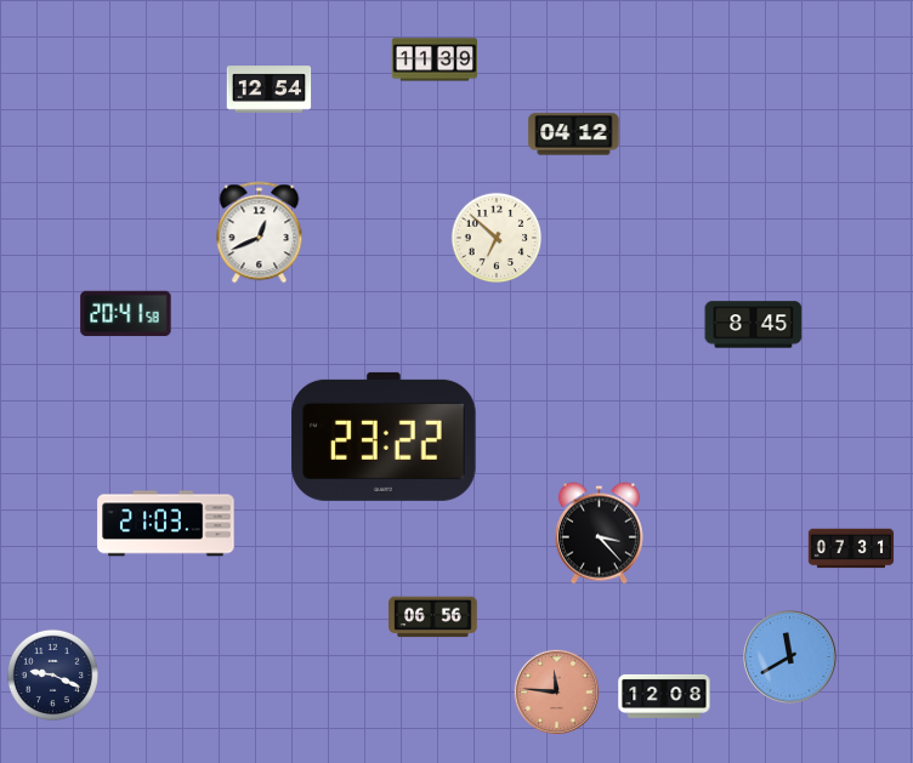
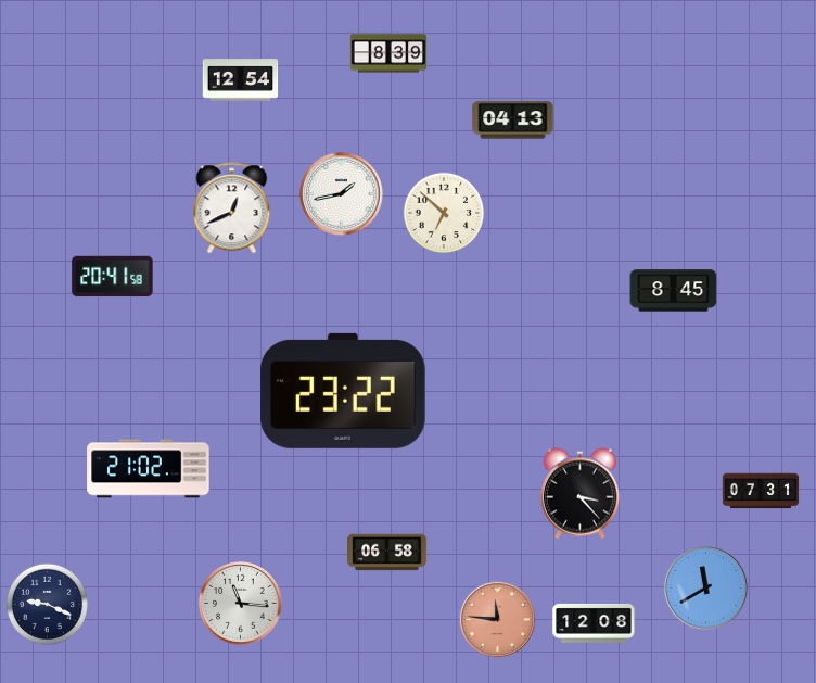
clock at (433, 59): 11:39 -> 8:39
clock at (574, 135): 04:12 -> 04:13
clock at (342, 194): none -> 1:43
clock at (126, 314) position: (126, 314) -> (113, 277)
clock at (166, 524): 21:03 -> 21:02
clock at (599, 534) position: (599, 534) -> (579, 494)
clock at (433, 617): 06:56 -> 06:58
clock at (241, 604): none -> 11:16
